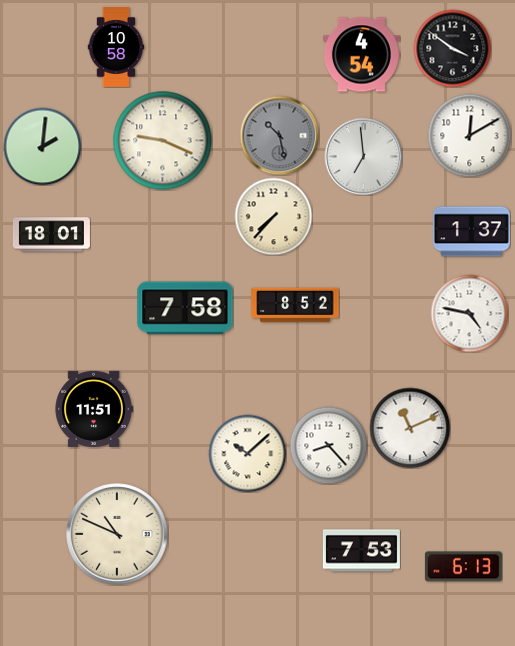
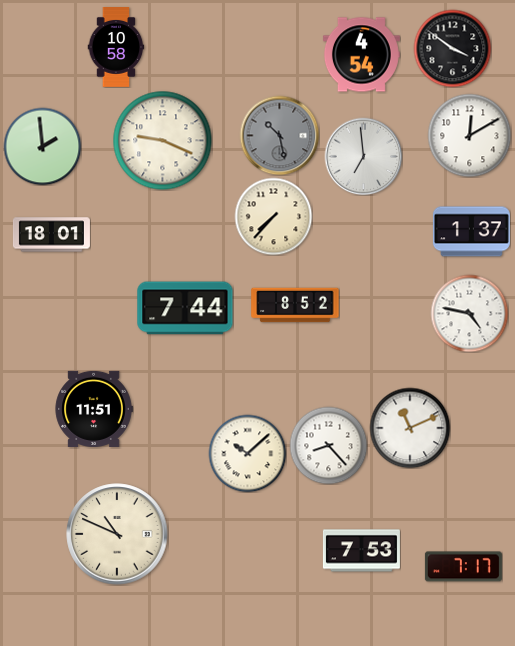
clock at (42, 146): 2:01 -> 1:59
clock at (185, 308): 7:58 -> 7:44
clock at (463, 567): 6:13 -> 7:17
